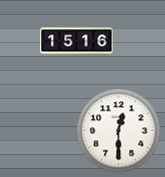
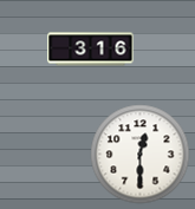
clock at (77, 42): 15:16 -> 3:16
